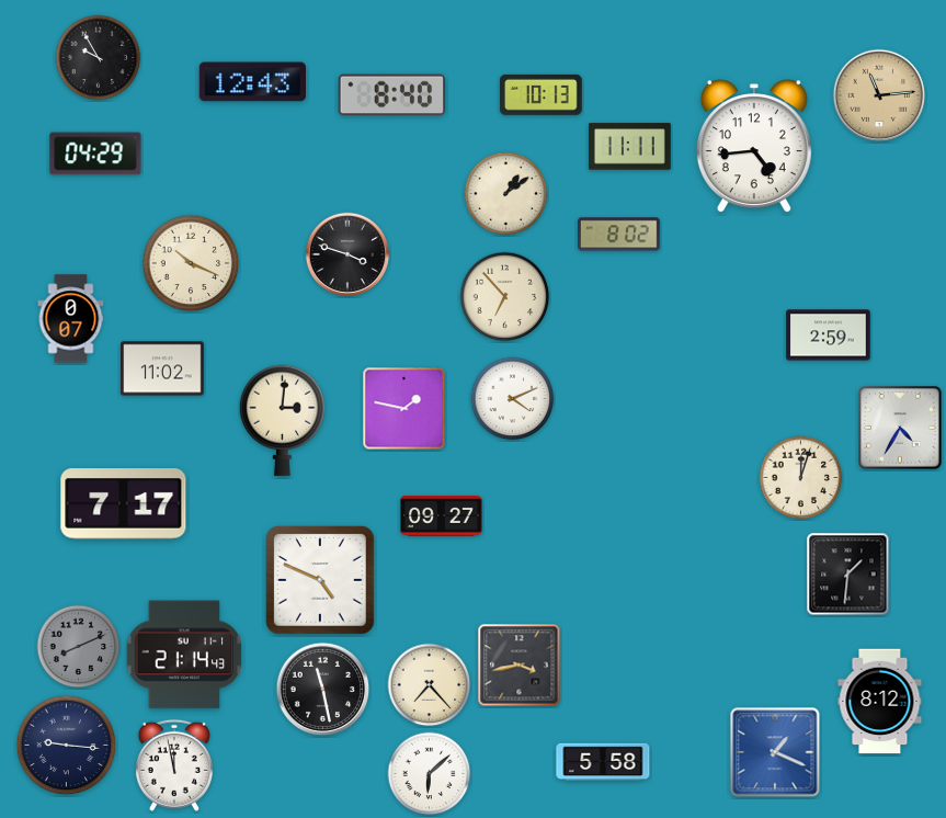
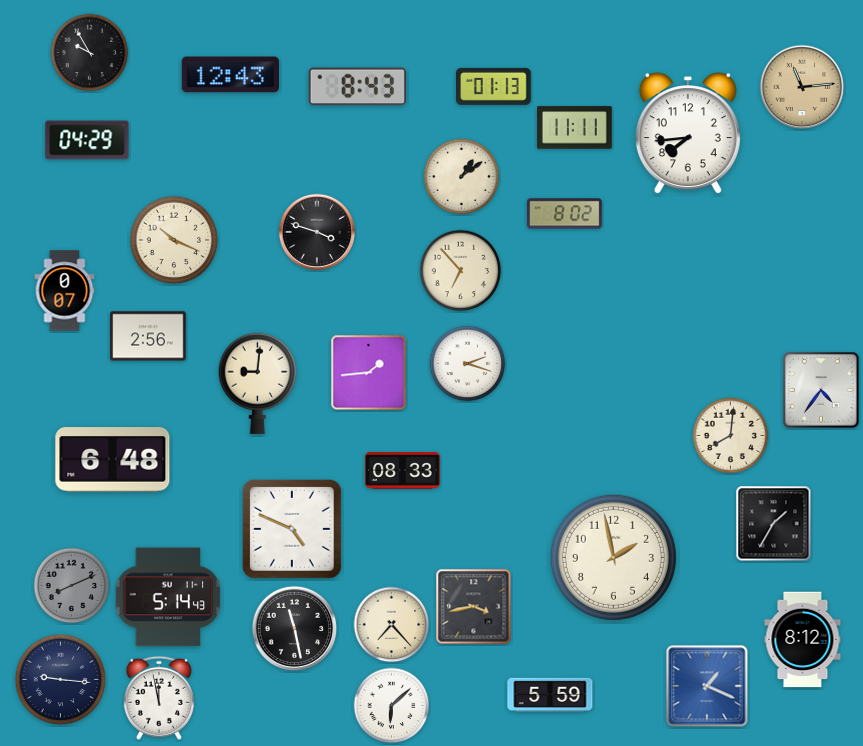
clock at (540, 94): 10:13 -> 01:13
clock at (391, 95): 8:40 -> 8:43
clock at (630, 147) position: (630, 147) -> (575, 128)
clock at (754, 147): 4:44 -> 7:44
clock at (829, 336): 2:59 -> none
clock at (162, 368): 11:02 -> 2:56
clock at (513, 399): 4:11 -> 2:18
clock at (404, 409): 1:47 -> 1:44
clock at (282, 420): 3:01 -> 9:01
clock at (901, 429): 4:35 -> 4:36
clock at (801, 478): 12:03 -> 8:01
clock at (124, 504): 7:17 -> 6:48
clock at (442, 516): 09:27 -> 08:33
clock at (848, 575): 1:31 -> 1:35
clock at (613, 557): none -> 1:58
clock at (79, 647) position: (79, 647) -> (72, 586)
clock at (184, 655): 21:14 -> 5:14
clock at (603, 761): 5:58 -> 5:59
